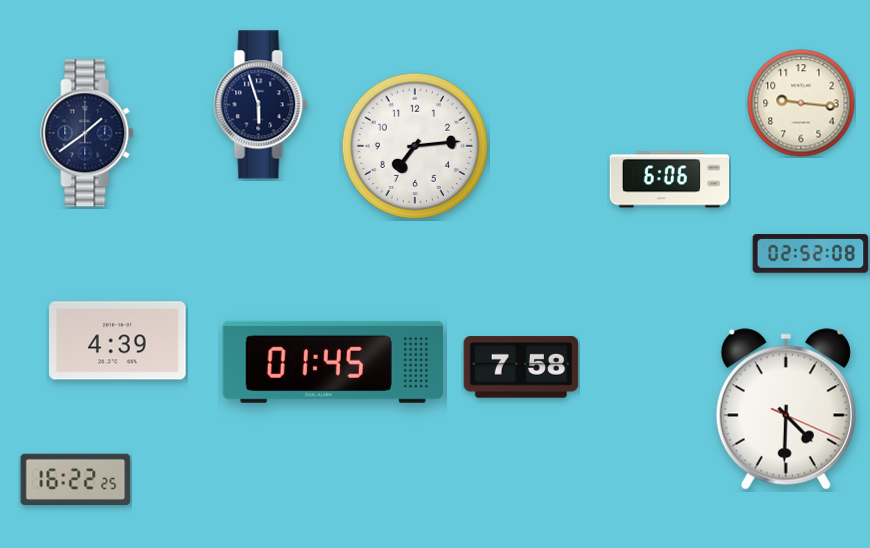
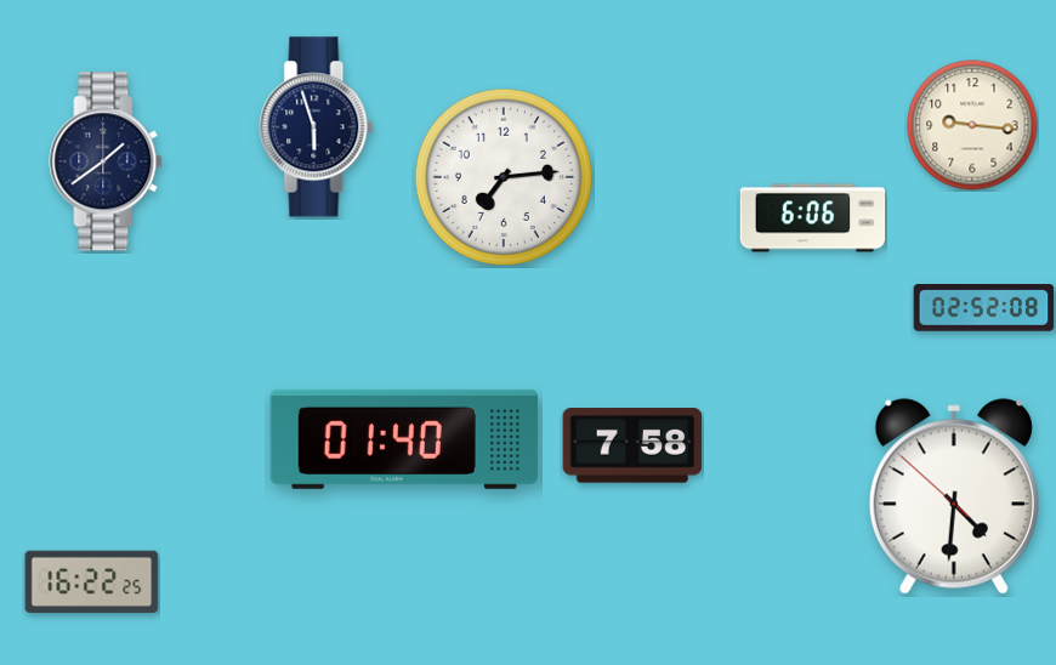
clock at (118, 341): 4:39 -> none
clock at (333, 362): 01:45 -> 01:40
clock at (786, 409): 4:30:19 -> 4:30:52
